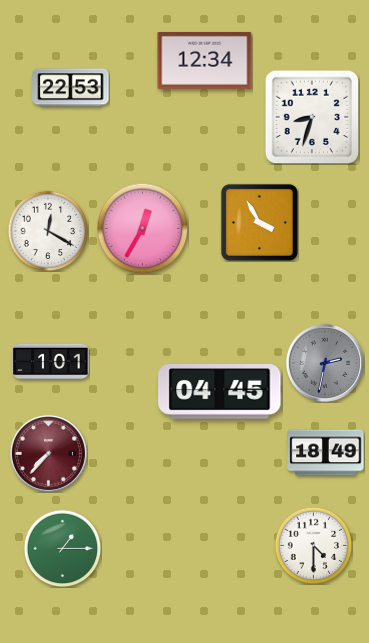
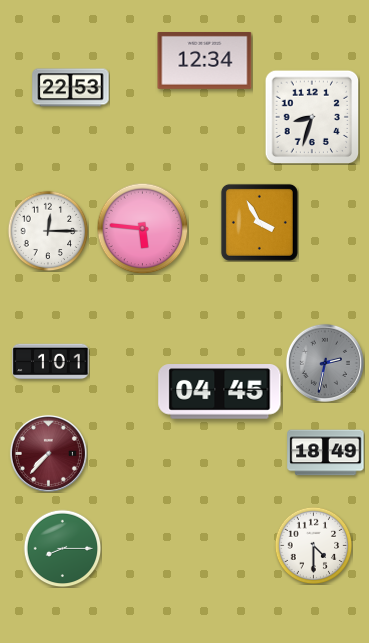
clock at (142, 228): 12:35 -> 5:46
clock at (48, 231): 12:20 -> 12:15
clock at (62, 548): 1:15 -> 8:15
